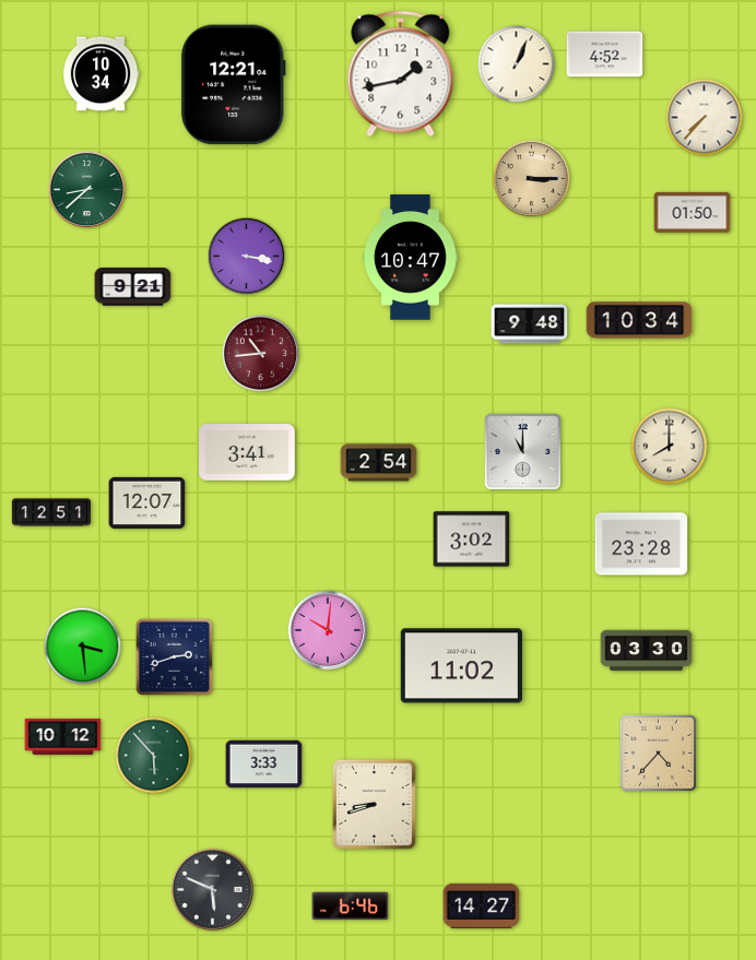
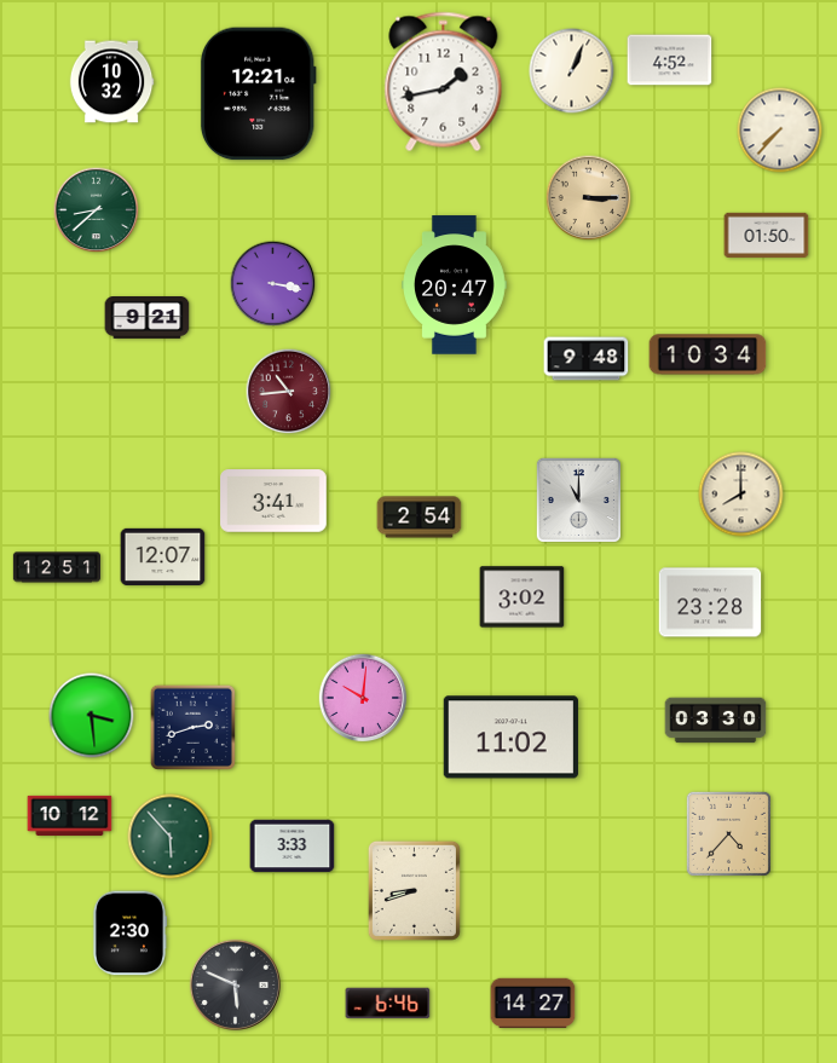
clock at (101, 74): 10:34 -> 10:32
clock at (411, 258): 10:47 -> 20:47
clock at (379, 463) position: (379, 463) -> (420, 518)
clock at (128, 934): none -> 2:30
